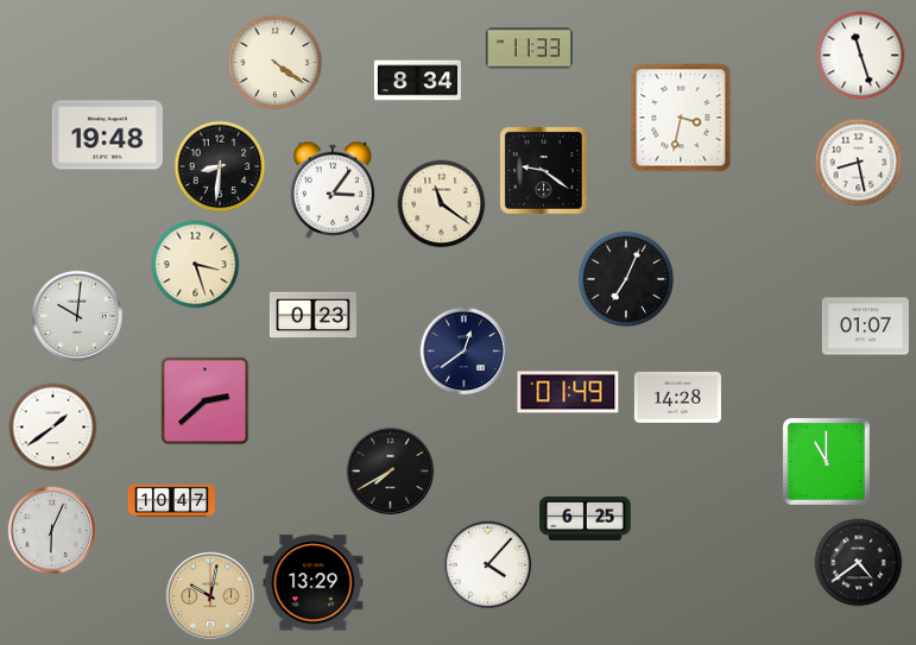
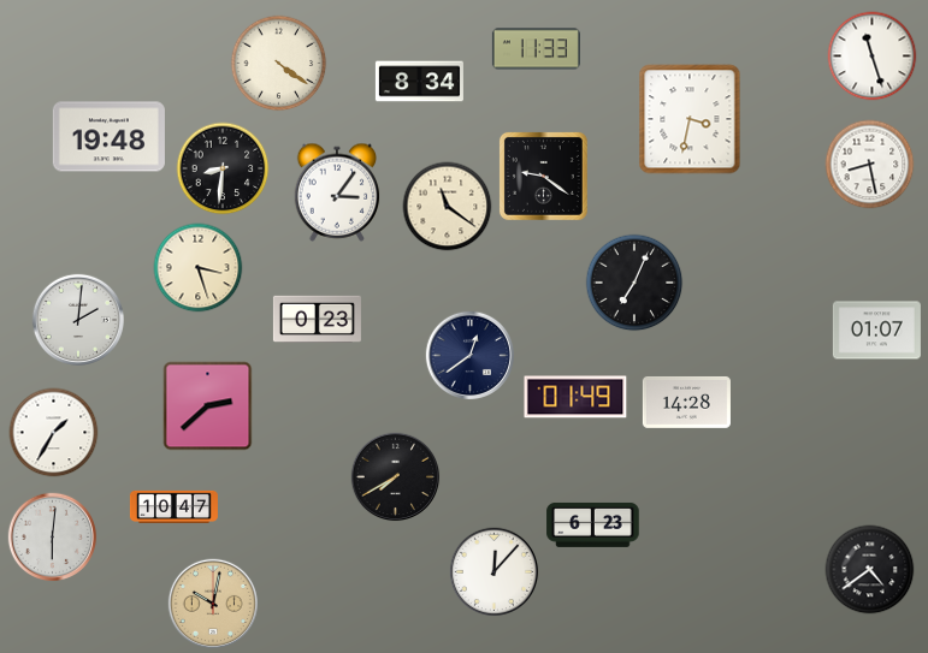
clock at (417, 81) position: (417, 81) -> (419, 82)
clock at (543, 170) position: (543, 170) -> (543, 176)
clock at (76, 315): 10:01 -> 2:01
clock at (53, 428): 1:39 -> 1:35
clock at (826, 461): 11:00 -> none
clock at (586, 518): 6:25 -> 6:23
clock at (52, 531): 6:04 -> 6:01
clock at (488, 565): 4:07 -> 12:07
clock at (314, 583): 13:29 -> none
